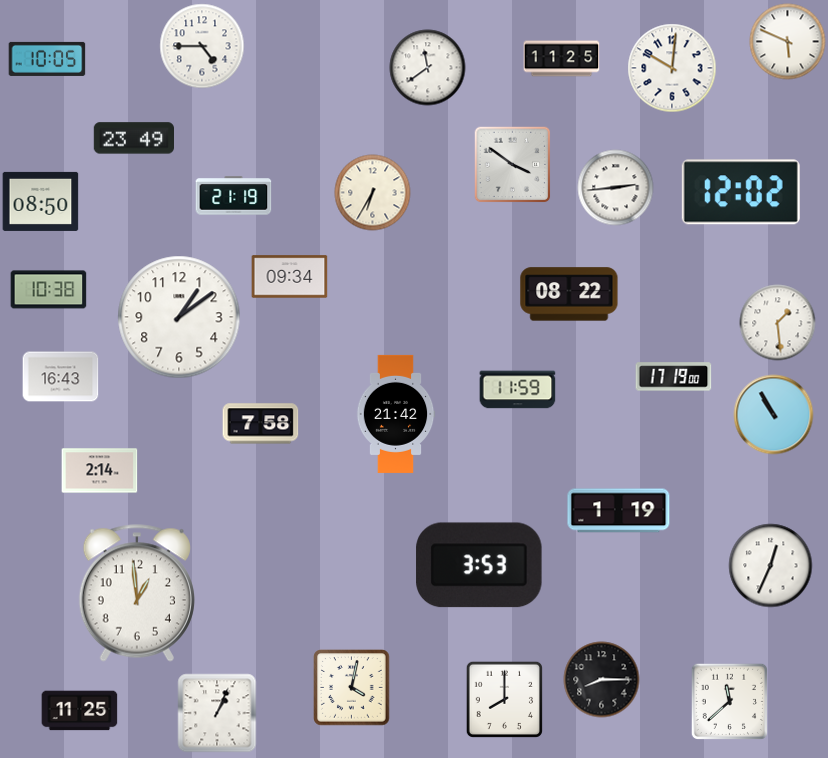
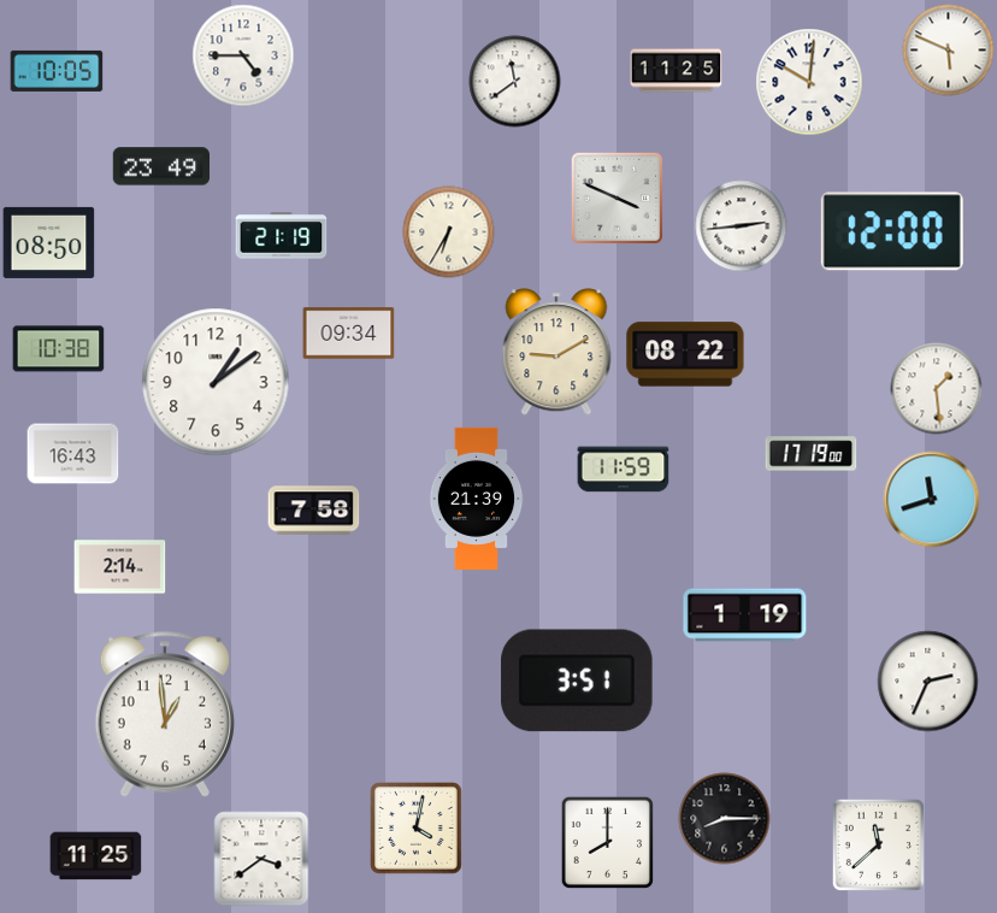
clock at (512, 164): 3:51 -> 3:49
clock at (741, 192): 12:02 -> 12:00
clock at (556, 352): none -> 9:10
clock at (396, 414): 21:42 -> 21:39
clock at (774, 415): 10:55 -> 11:42
clock at (479, 565): 3:53 -> 3:51
clock at (771, 566): 12:34 -> 2:34
clock at (352, 688) position: (352, 688) -> (417, 829)
clock at (217, 713): 1:04 -> 3:39
